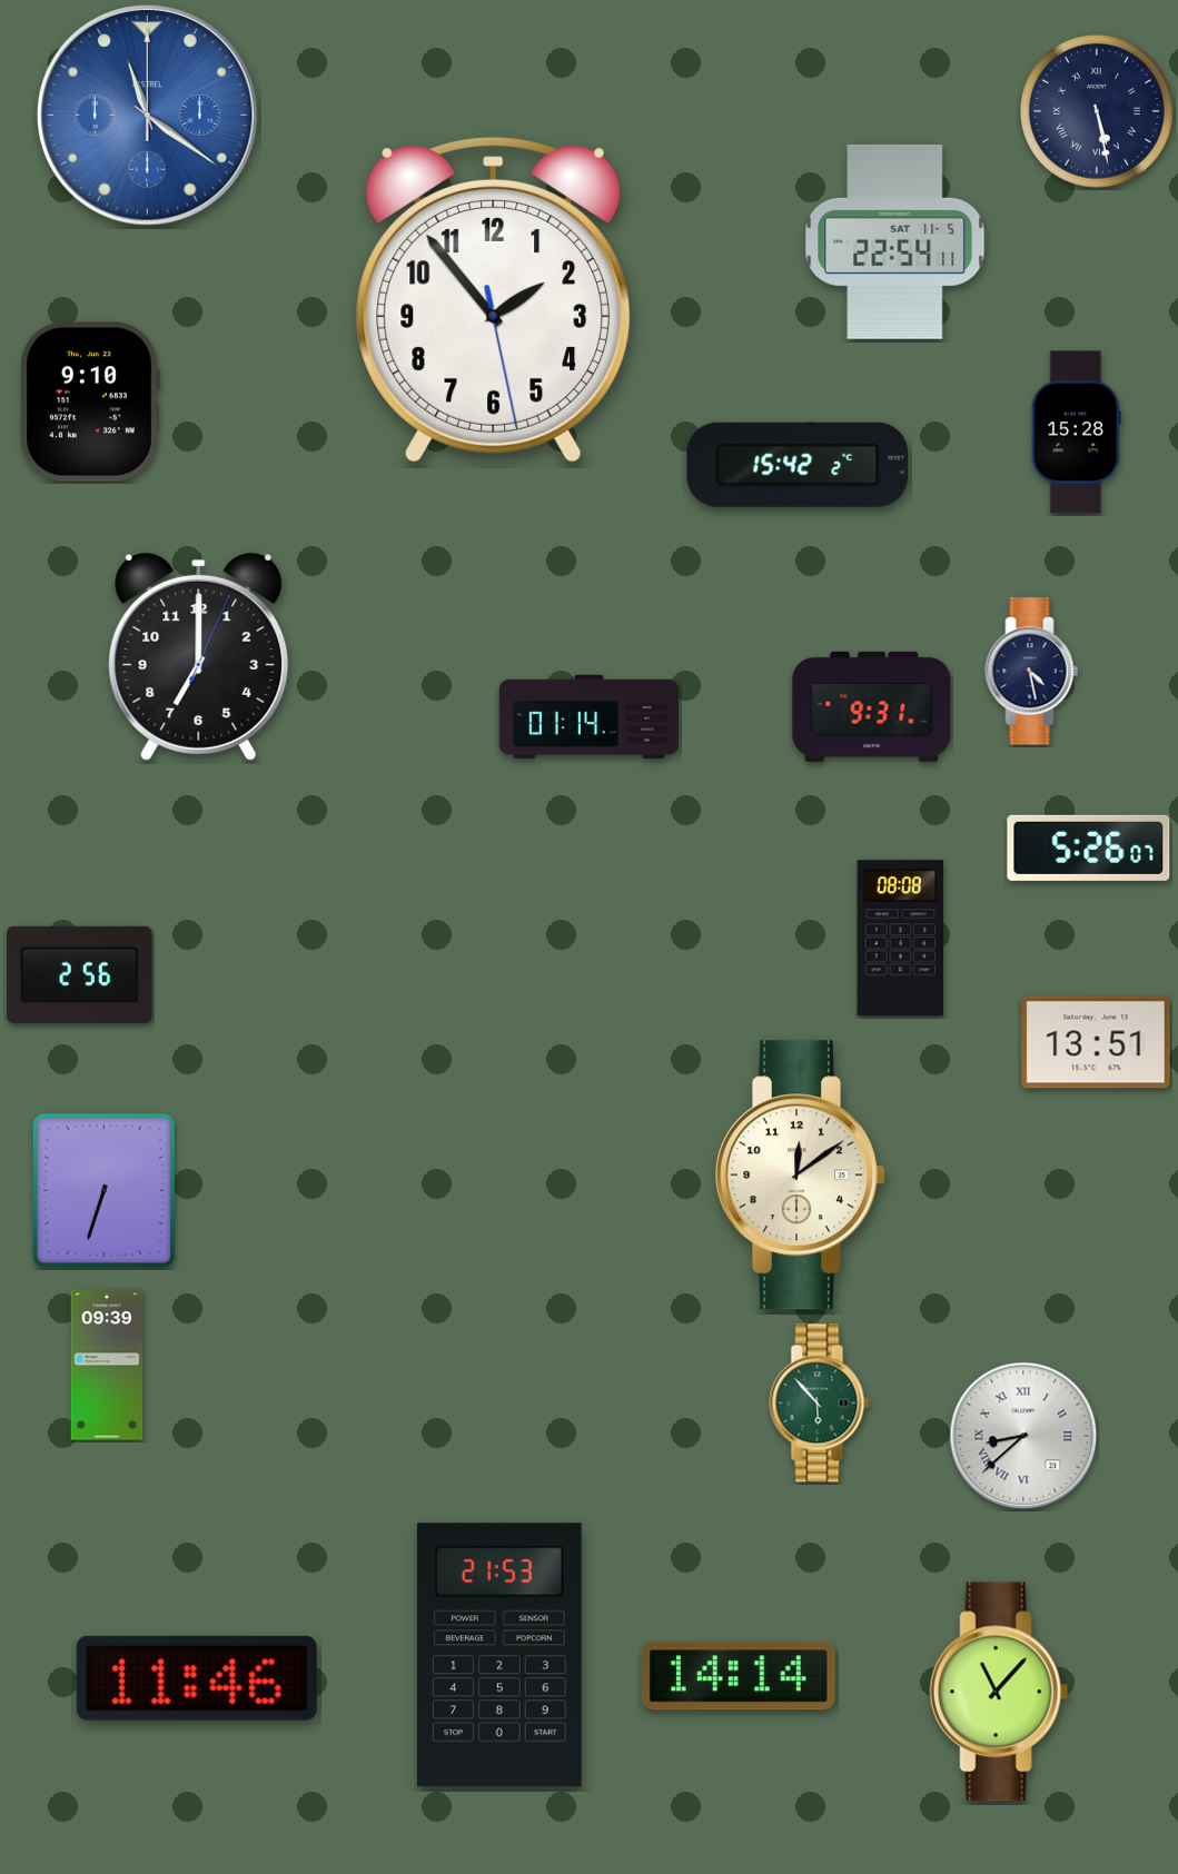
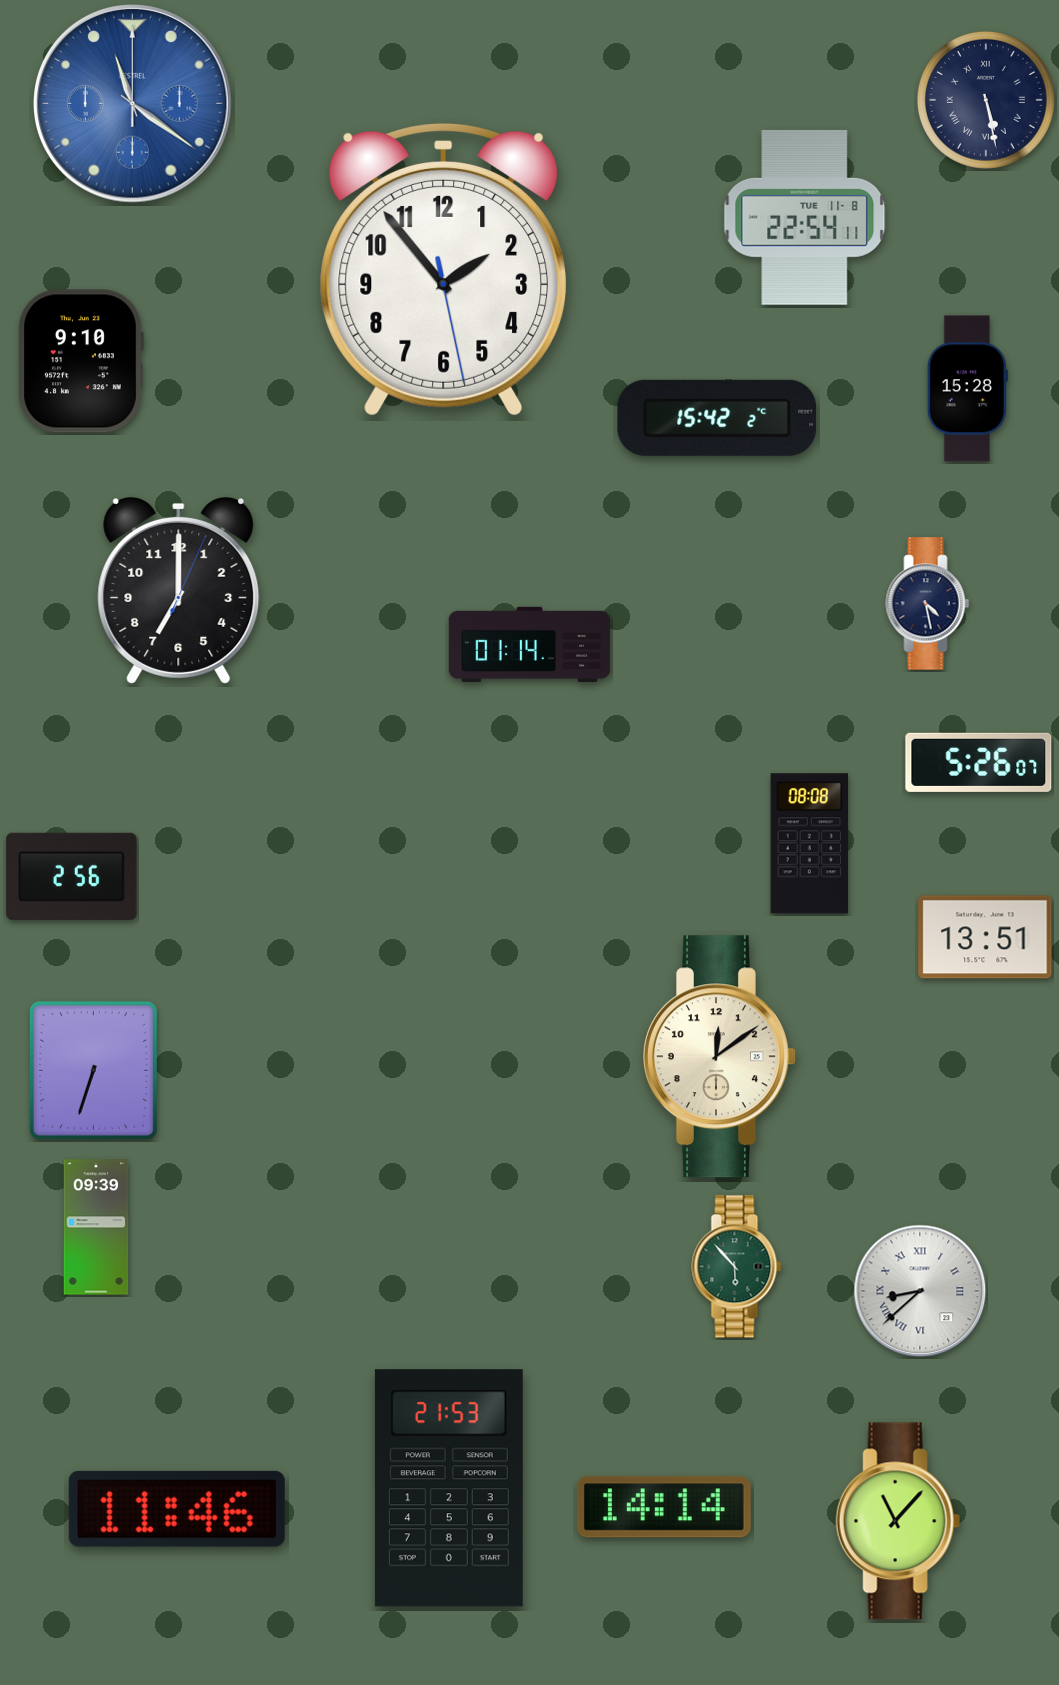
clock at (895, 241) date: SAT 11-5 -> TUE 11-8
clock at (872, 706): 9:31 -> none
clock at (820, 1404) position: (820, 1404) -> (737, 1267)
